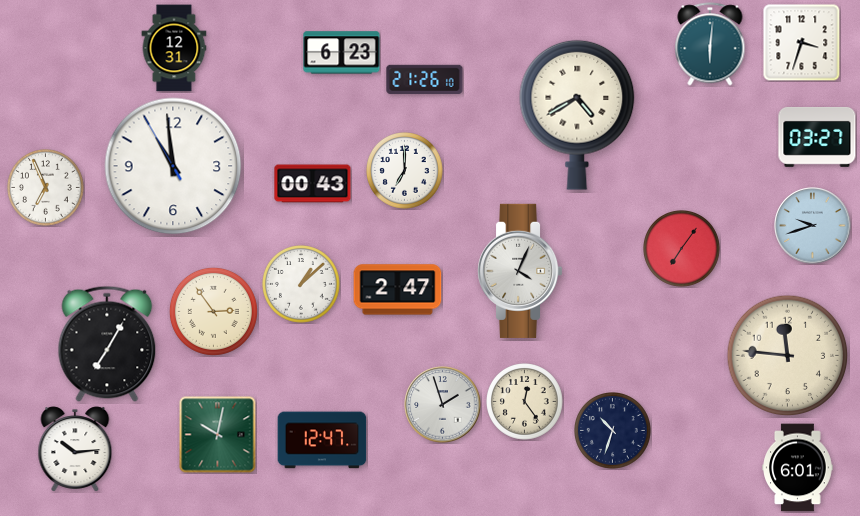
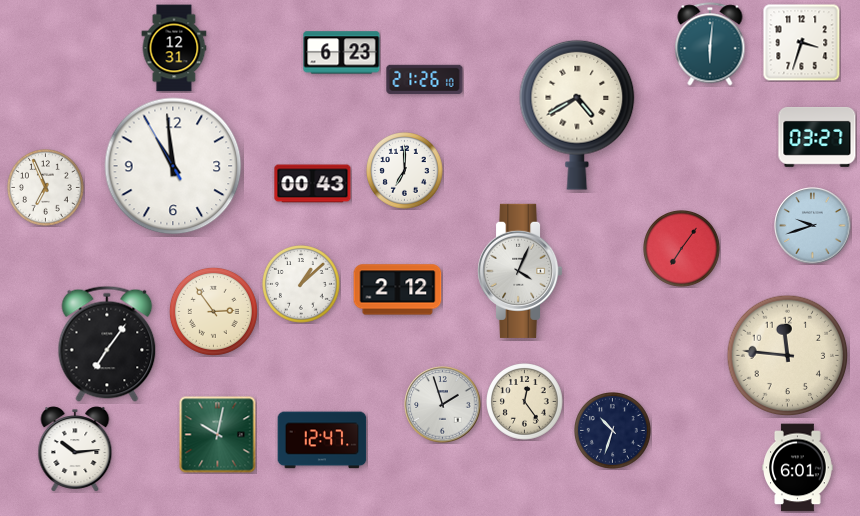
clock at (398, 290): 2:47 -> 2:12
clock at (107, 344): 7:05 -> 7:06
